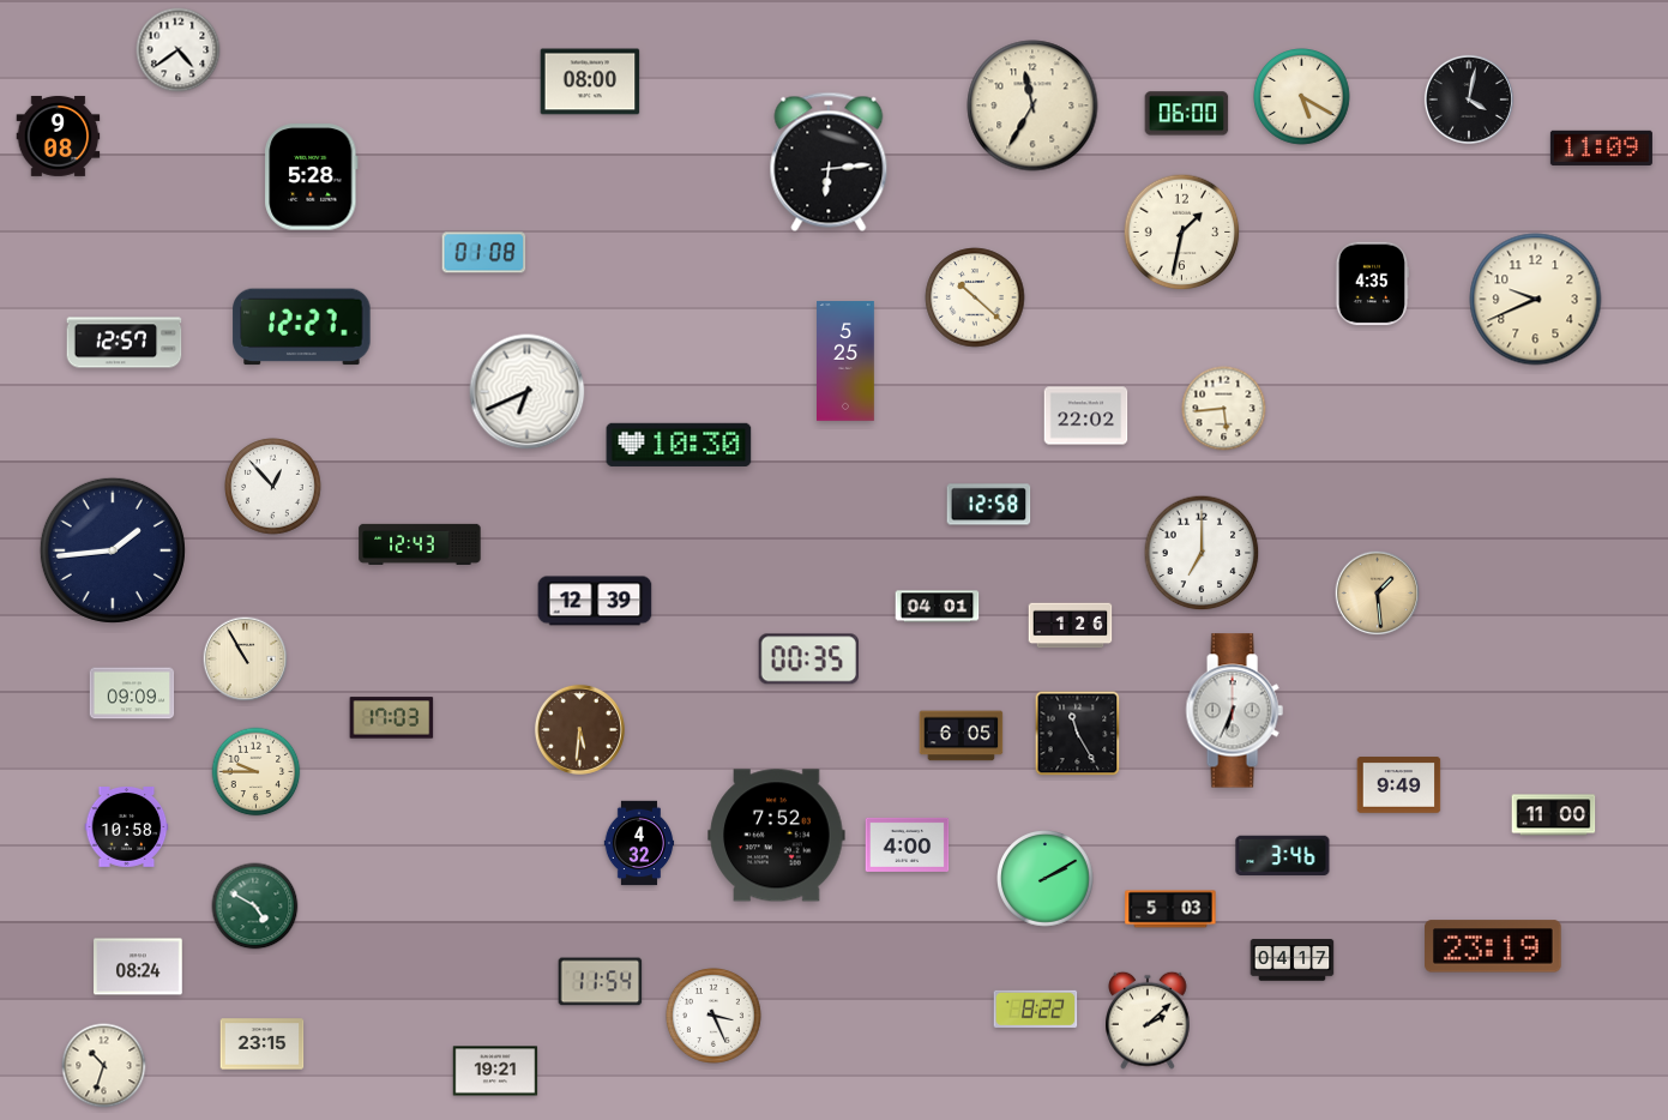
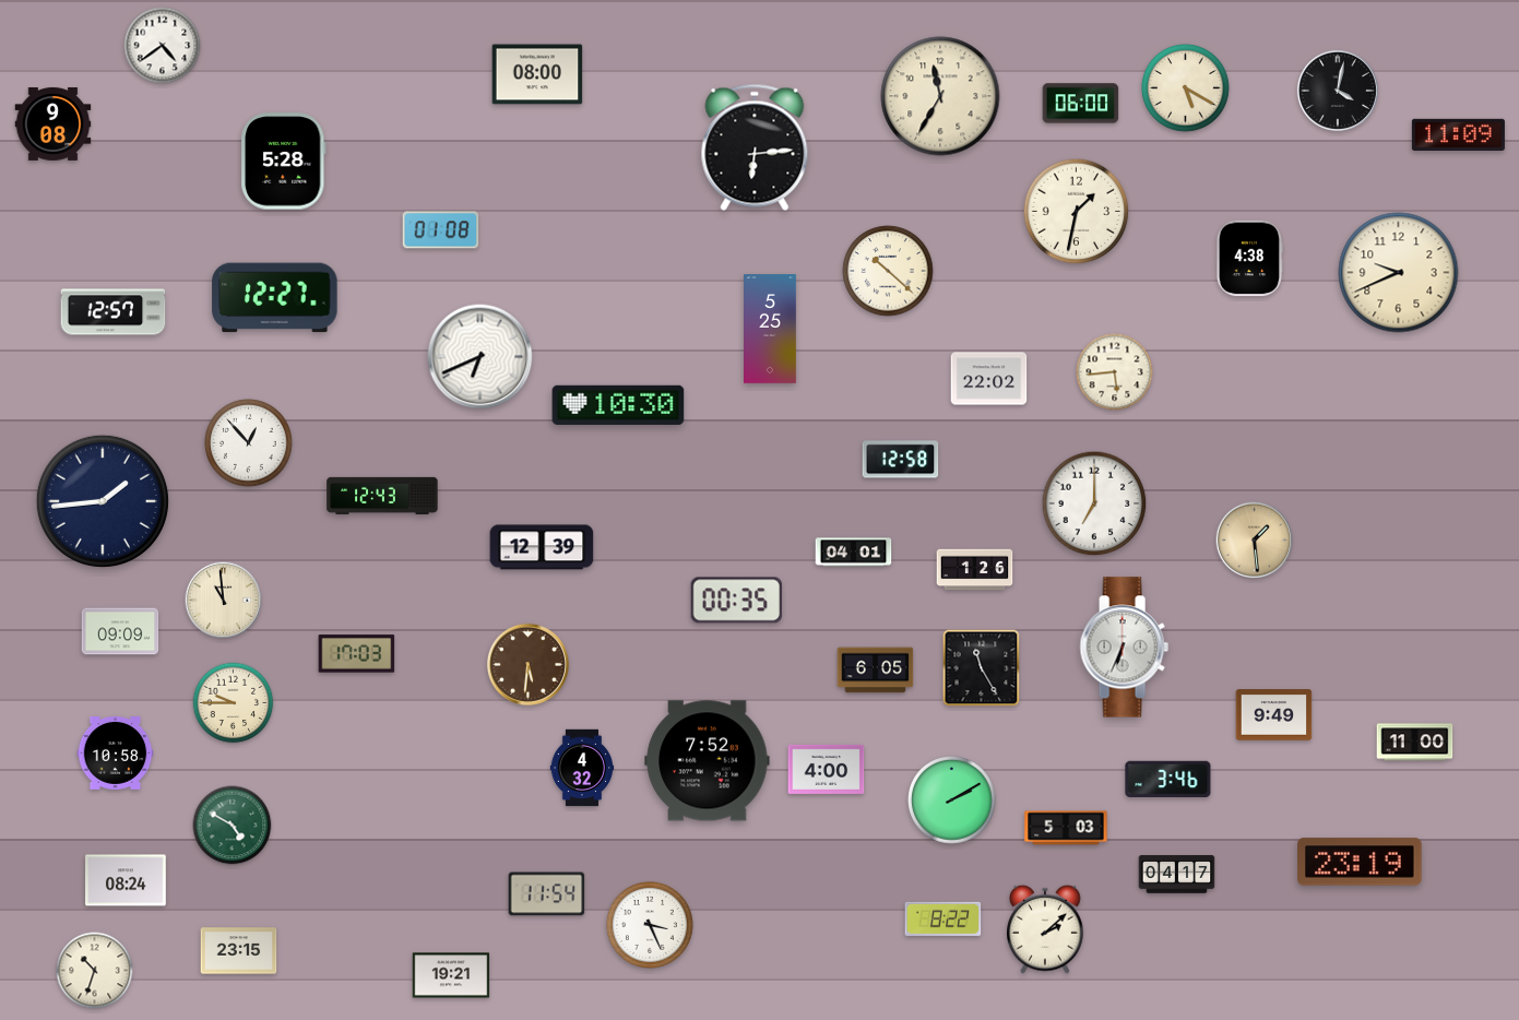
clock at (1371, 284): 4:35 -> 4:38
clock at (246, 660): 10:55 -> 10:59
